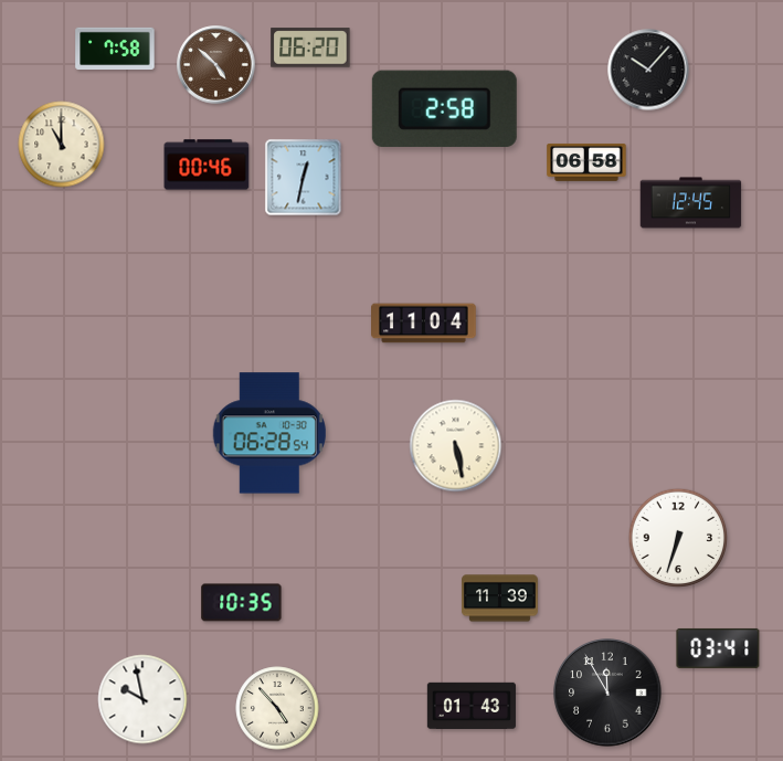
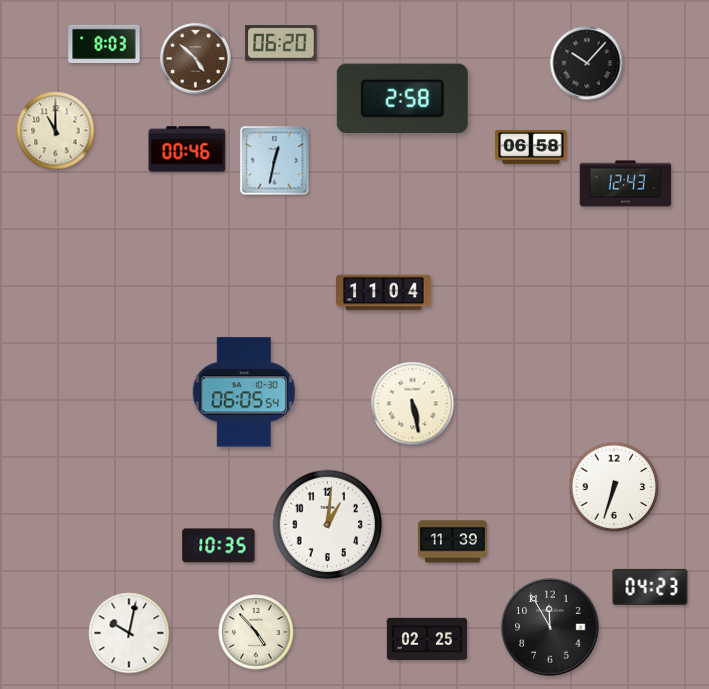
clock at (115, 47): 7:58 -> 8:03
clock at (691, 203): 12:45 -> 12:43
clock at (269, 433): 06:28 -> 06:05
clock at (328, 525): none -> 1:01
clock at (718, 648): 03:41 -> 04:23
clock at (142, 699): 9:58 -> 10:02
clock at (472, 705): 01:43 -> 02:25
clock at (277, 708) position: (277, 708) -> (256, 632)
